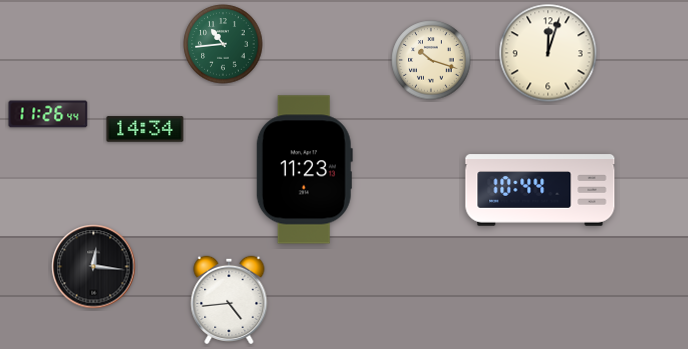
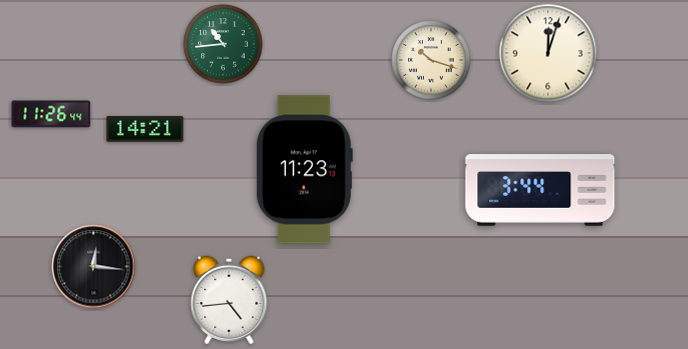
clock at (48, 114) position: (48, 114) -> (51, 114)
clock at (145, 129): 14:34 -> 14:21
clock at (540, 190): 10:44 -> 3:44
